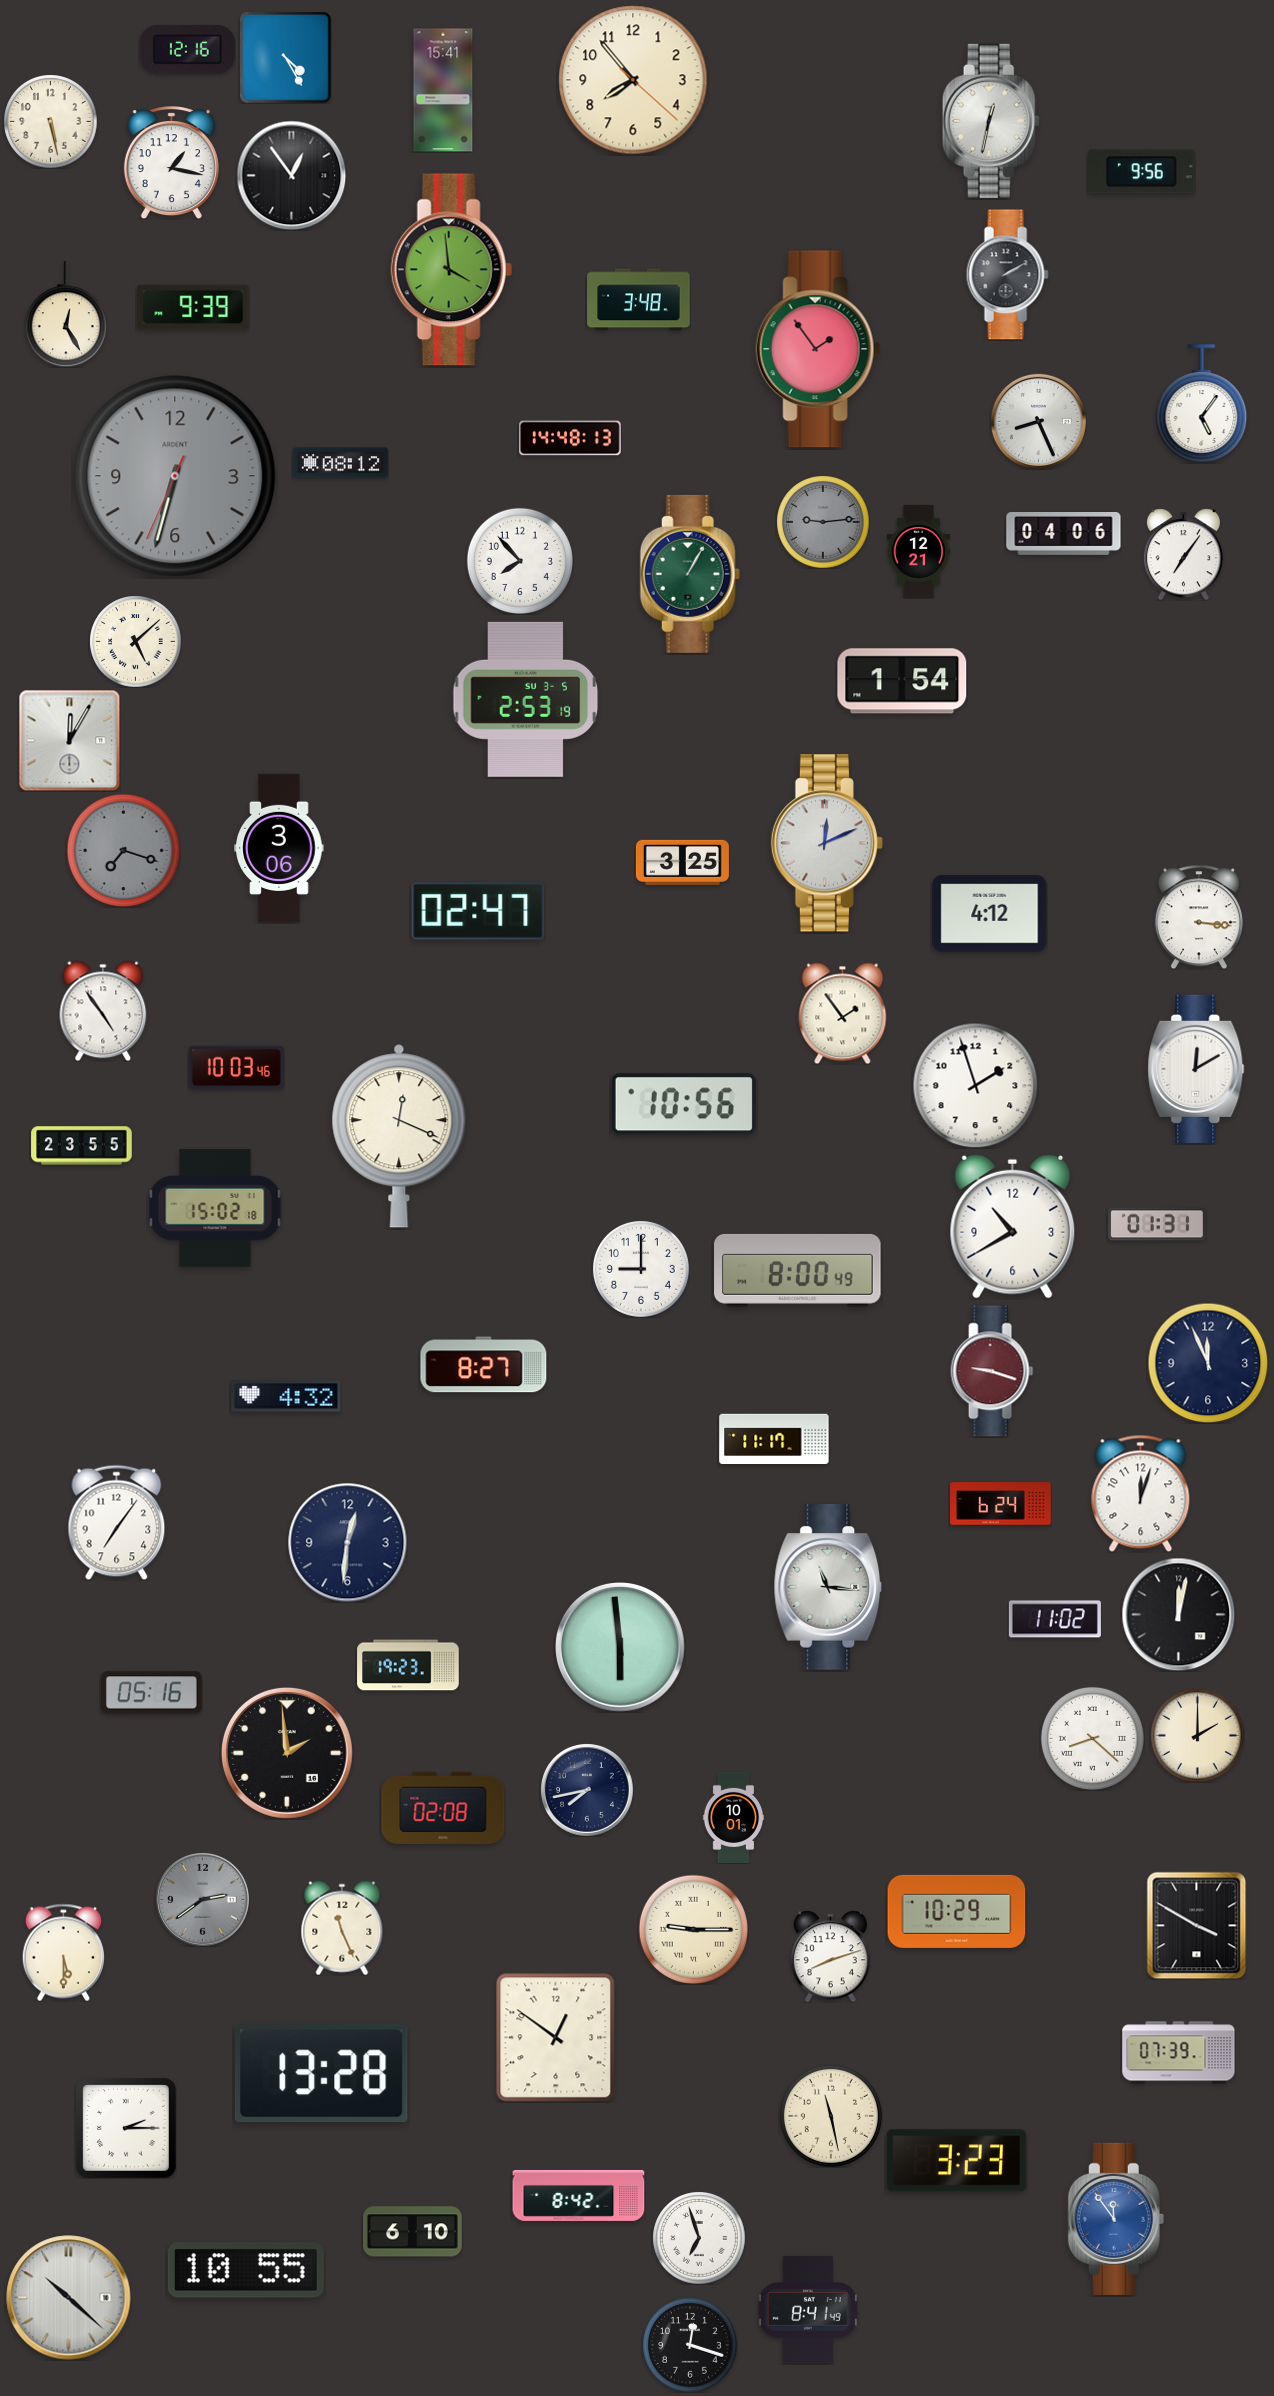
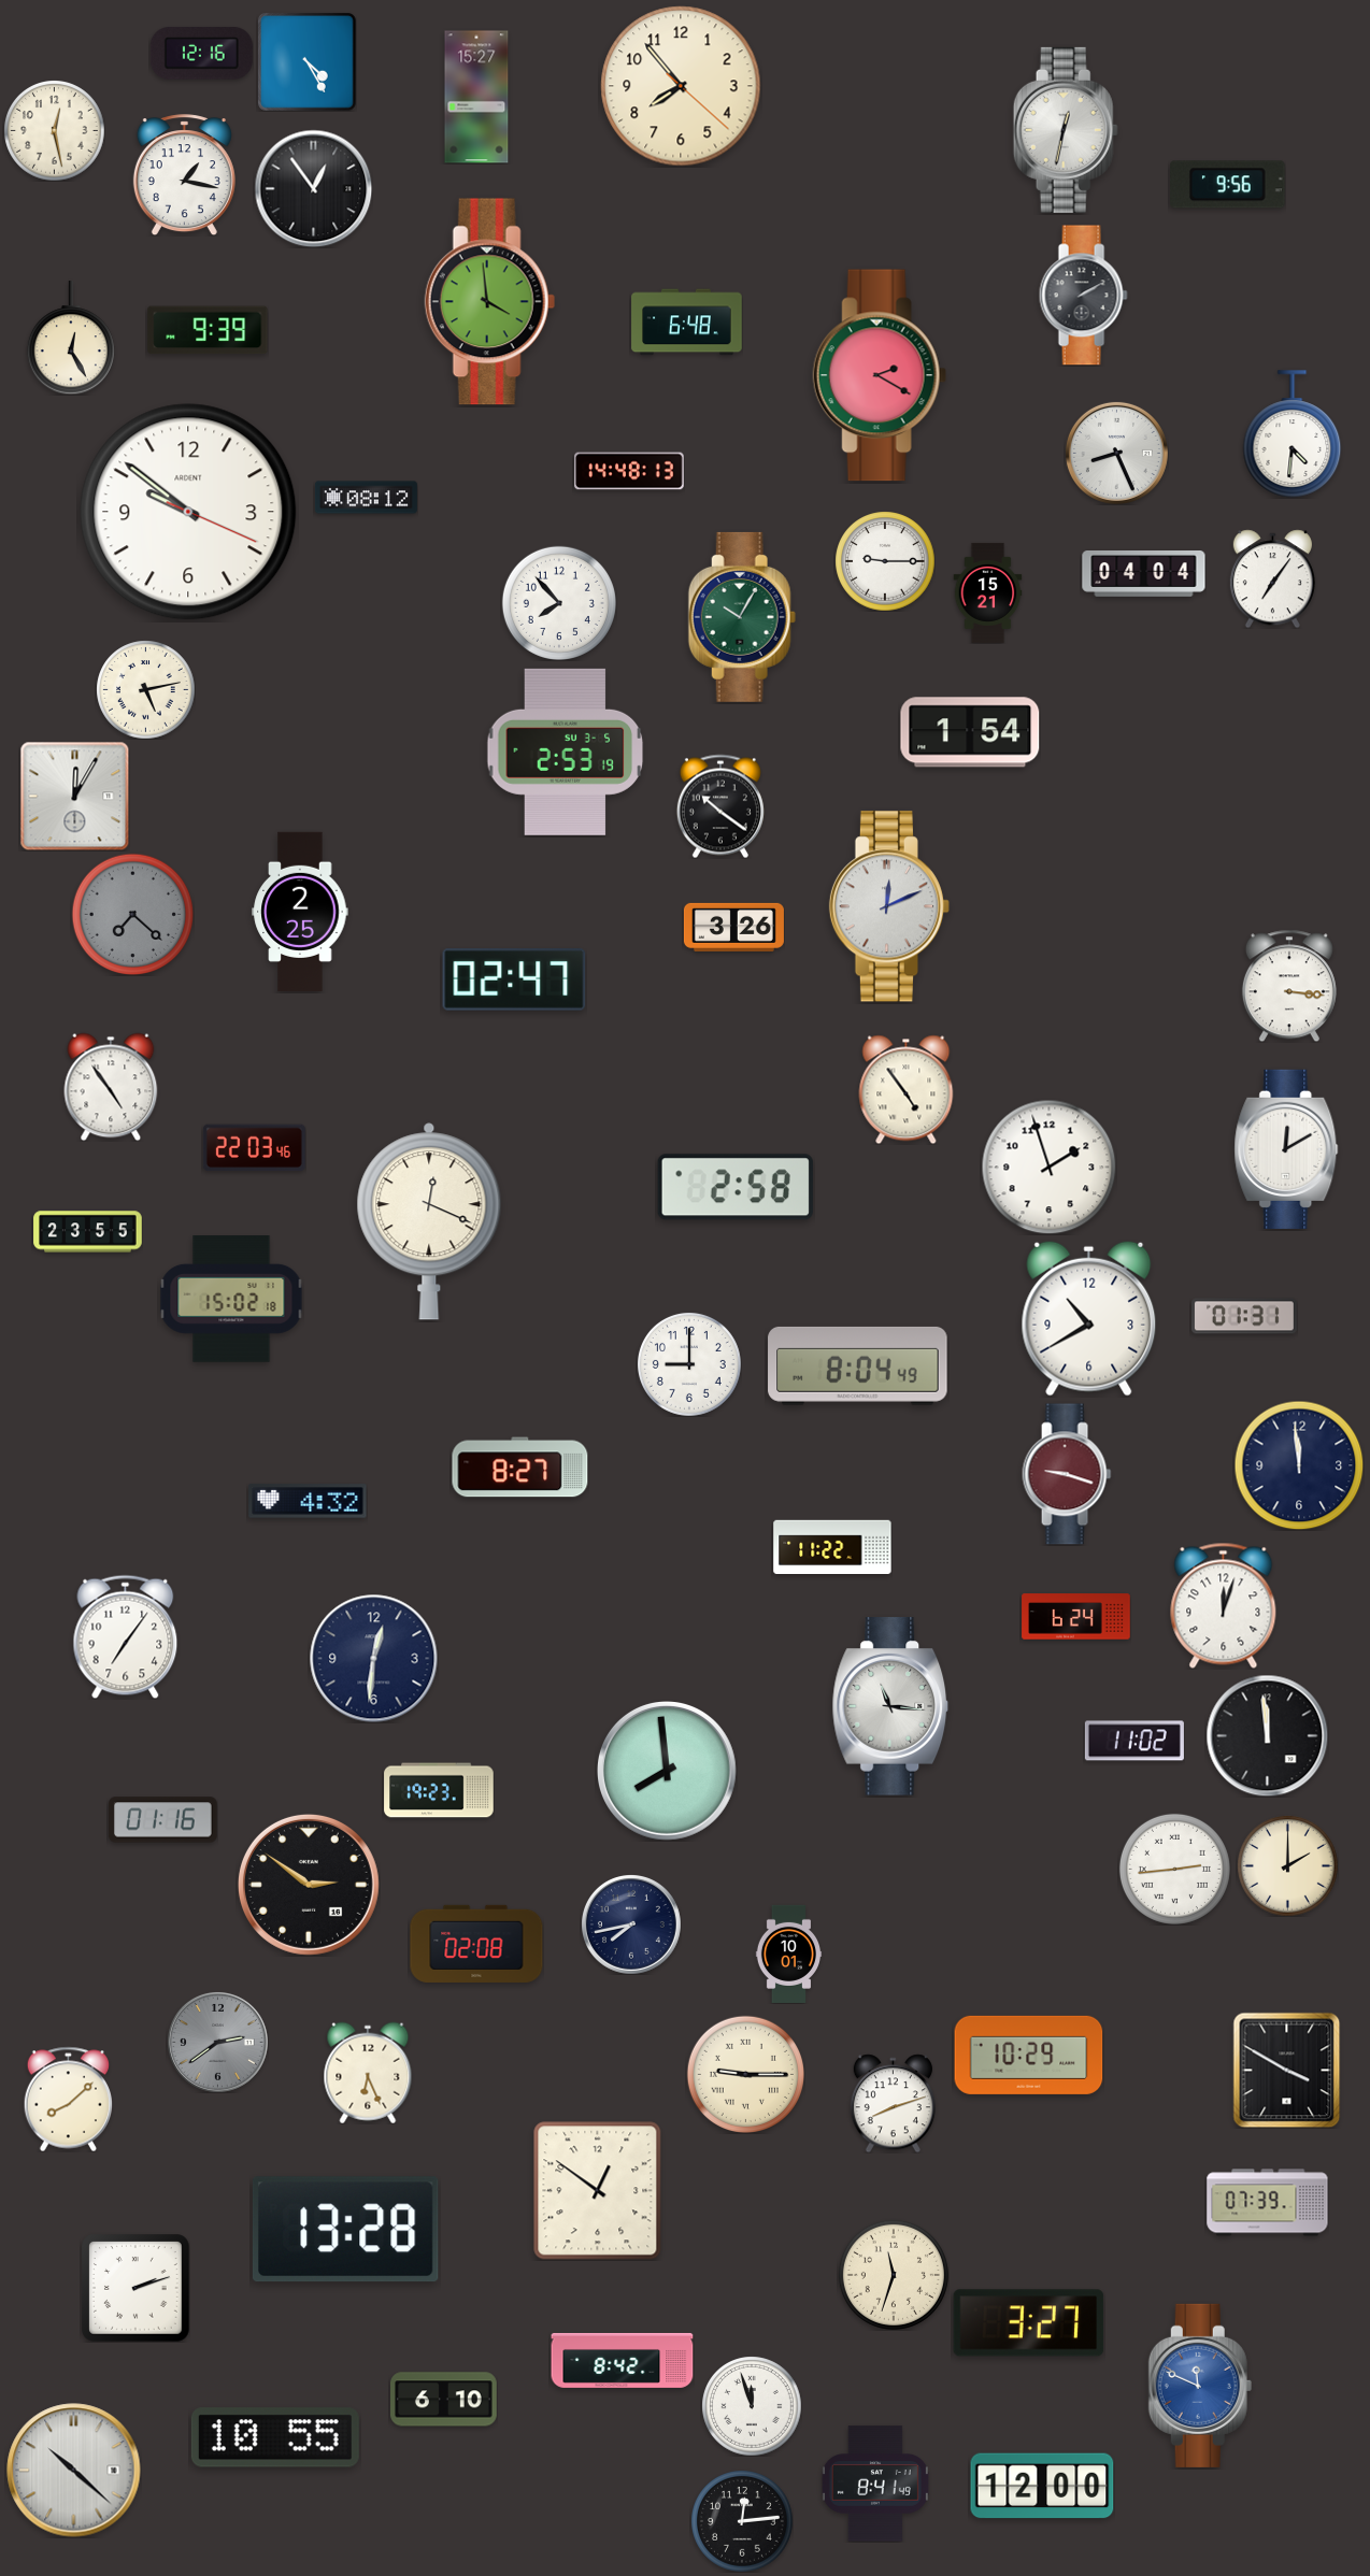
clock at (443, 90): 15:41 -> 15:27
clock at (51, 122): 5:28 -> 12:28
clock at (451, 270) position: (451, 270) -> (489, 302)
clock at (639, 300): 3:48 -> 6:48
clock at (818, 349): 1:54 -> 2:20
clock at (1202, 404): 5:06 -> 4:31
clock at (570, 438) position: (570, 438) -> (629, 471)
clock at (175, 476): 6:32 -> 9:51
clock at (175, 476) dial: grey -> white
clock at (823, 522): 9:14 -> 9:15
clock at (823, 522) dial: grey -> white
clock at (1064, 534): 04:06 -> 04:04
clock at (919, 551): 12:21 -> 15:21
clock at (1183, 554) position: (1183, 554) -> (1272, 578)
clock at (690, 574): 1:05 -> 10:05
clock at (135, 641): 5:08 -> 5:13
clock at (720, 806): none -> 10:21
clock at (279, 848): 3:06 -> 2:25
clock at (123, 850): 7:18 -> 7:22
clock at (682, 862): 3:25 -> 3:26
clock at (990, 914): 4:12 -> none
clock at (843, 1013): 1:54 -> 4:54
clock at (236, 1068): 10:03 -> 22:03
clock at (684, 1104): 10:56 -> 2:58
clock at (798, 1270): 8:00 -> 8:04
clock at (1208, 1363): 11:56 -> 11:59
clock at (774, 1439): 11:17 -> 11:22
clock at (1141, 1493) position: (1141, 1493) -> (1224, 1605)
clock at (1178, 1614): 12:02 -> 11:59
clock at (621, 1648): 5:59 -> 7:59
clock at (152, 1693): 05:16 -> 01:16
clock at (1092, 1738): 8:22 -> 2:44
clock at (287, 1753): 1:59 -> 2:51
clock at (342, 1928): 11:26 -> 6:26
clock at (63, 1952): 5:30 -> 8:08
clock at (1179, 2053) position: (1179, 2053) -> (1268, 2203)
clock at (831, 2116): 11:28 -> 11:33
clock at (126, 2128): 2:15 -> 2:12
clock at (957, 2161): 3:23 -> 3:27
clock at (1116, 2219): 11:54 -> 11:49
clock at (699, 2238): 6:57 -> 11:57
clock at (246, 2270) position: (246, 2270) -> (275, 2437)
clock at (808, 2310) position: (808, 2310) -> (875, 2484)
clock at (1042, 2486): none -> 12:00
clock at (690, 2345): 12:18 -> 12:14
